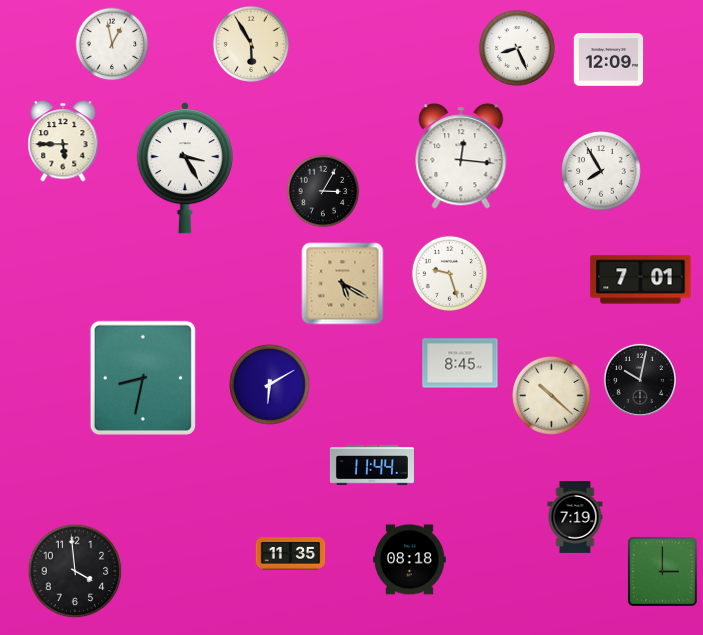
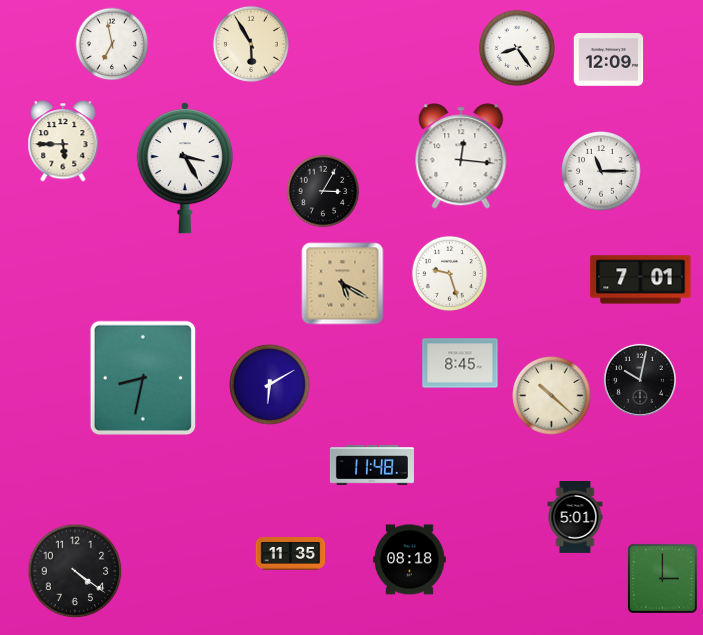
clock at (112, 44): 12:58 -> 6:58
clock at (517, 48): 8:26 -> 8:24
clock at (601, 171): 7:55 -> 11:15
clock at (372, 465): 11:44 -> 11:48
clock at (575, 518): 7:19 -> 5:01
clock at (75, 571): 3:59 -> 4:21
clock at (662, 571) position: (662, 571) -> (662, 578)
